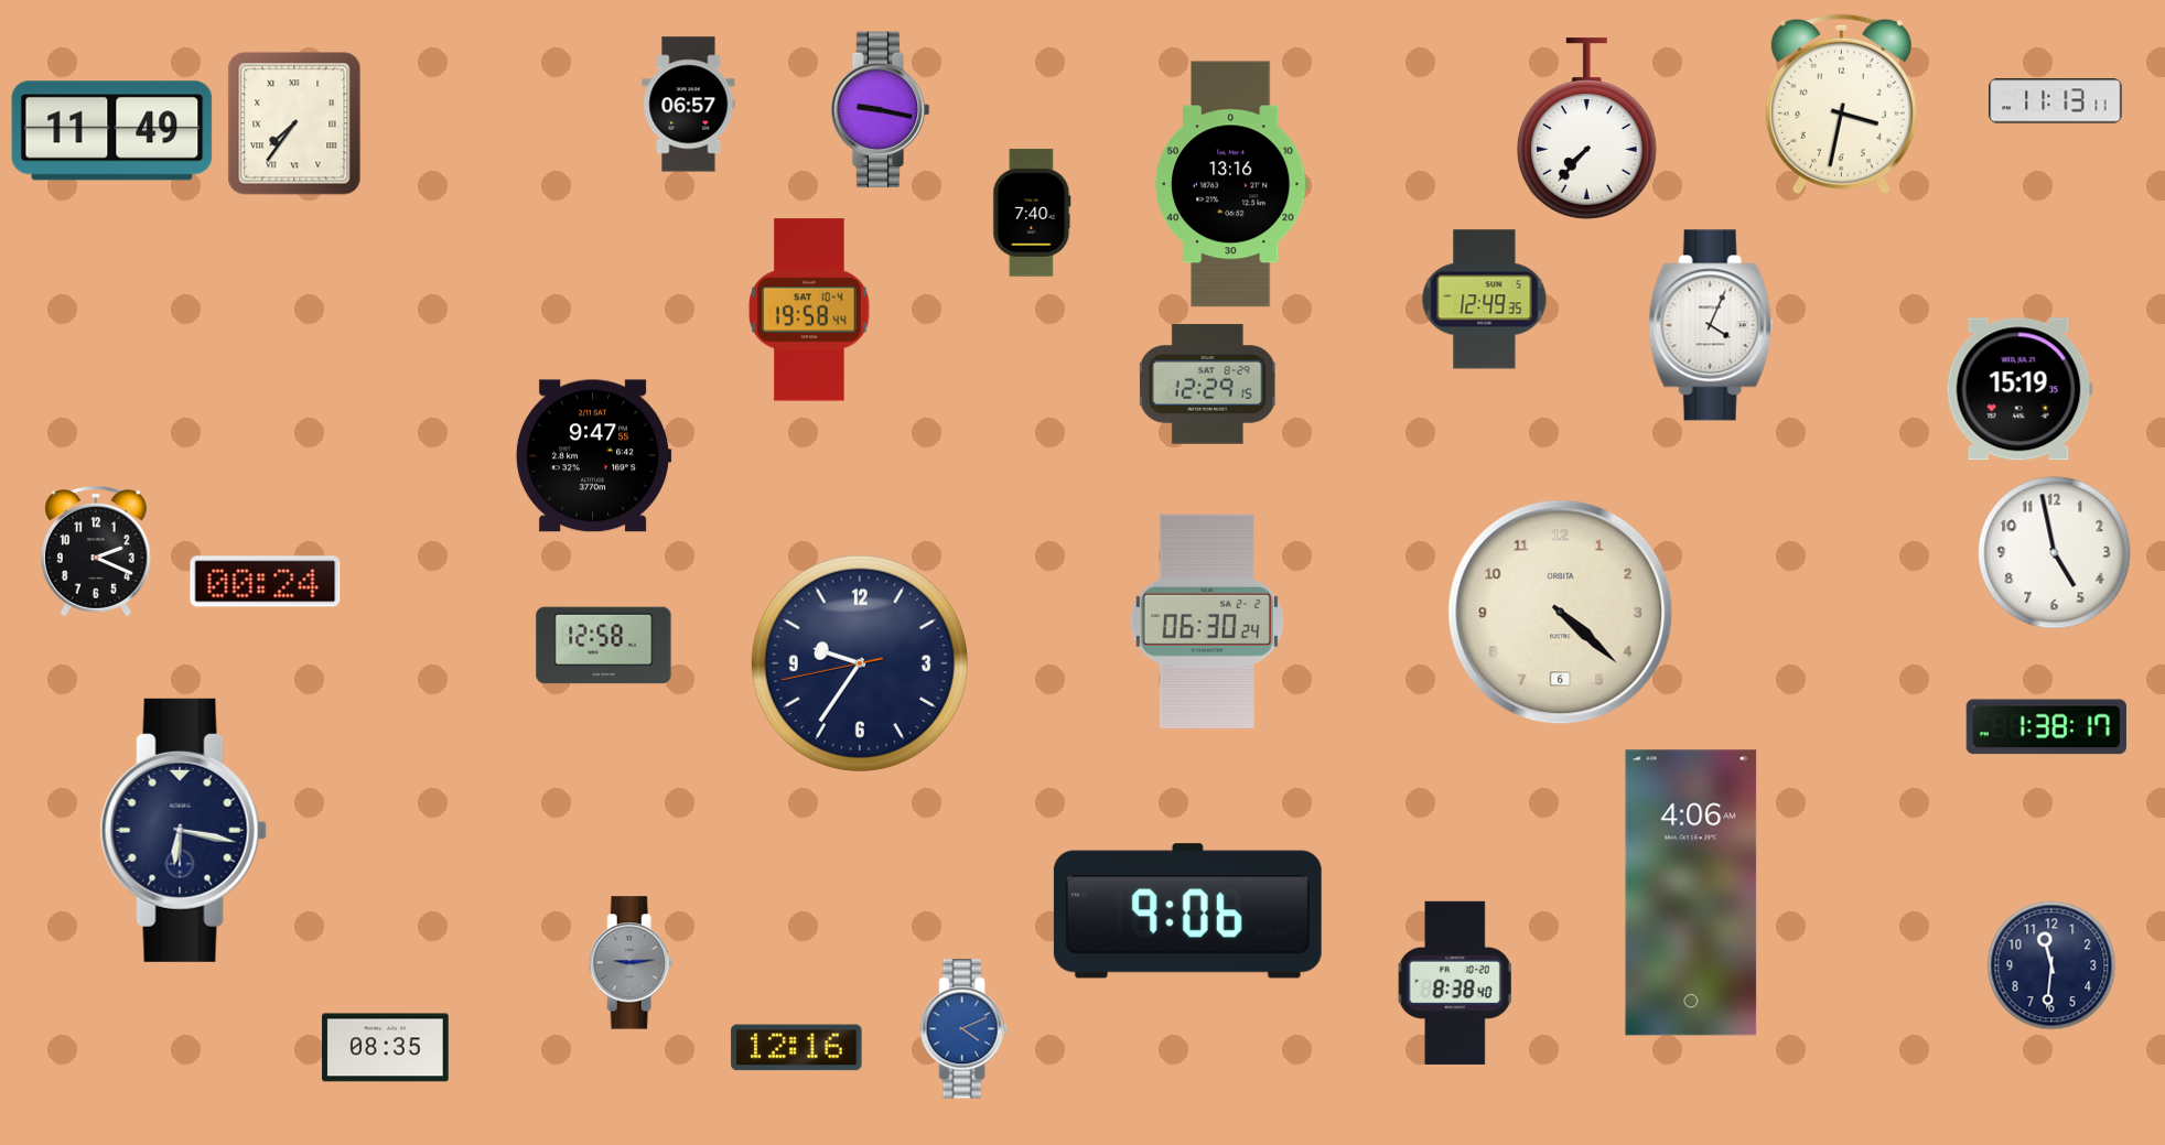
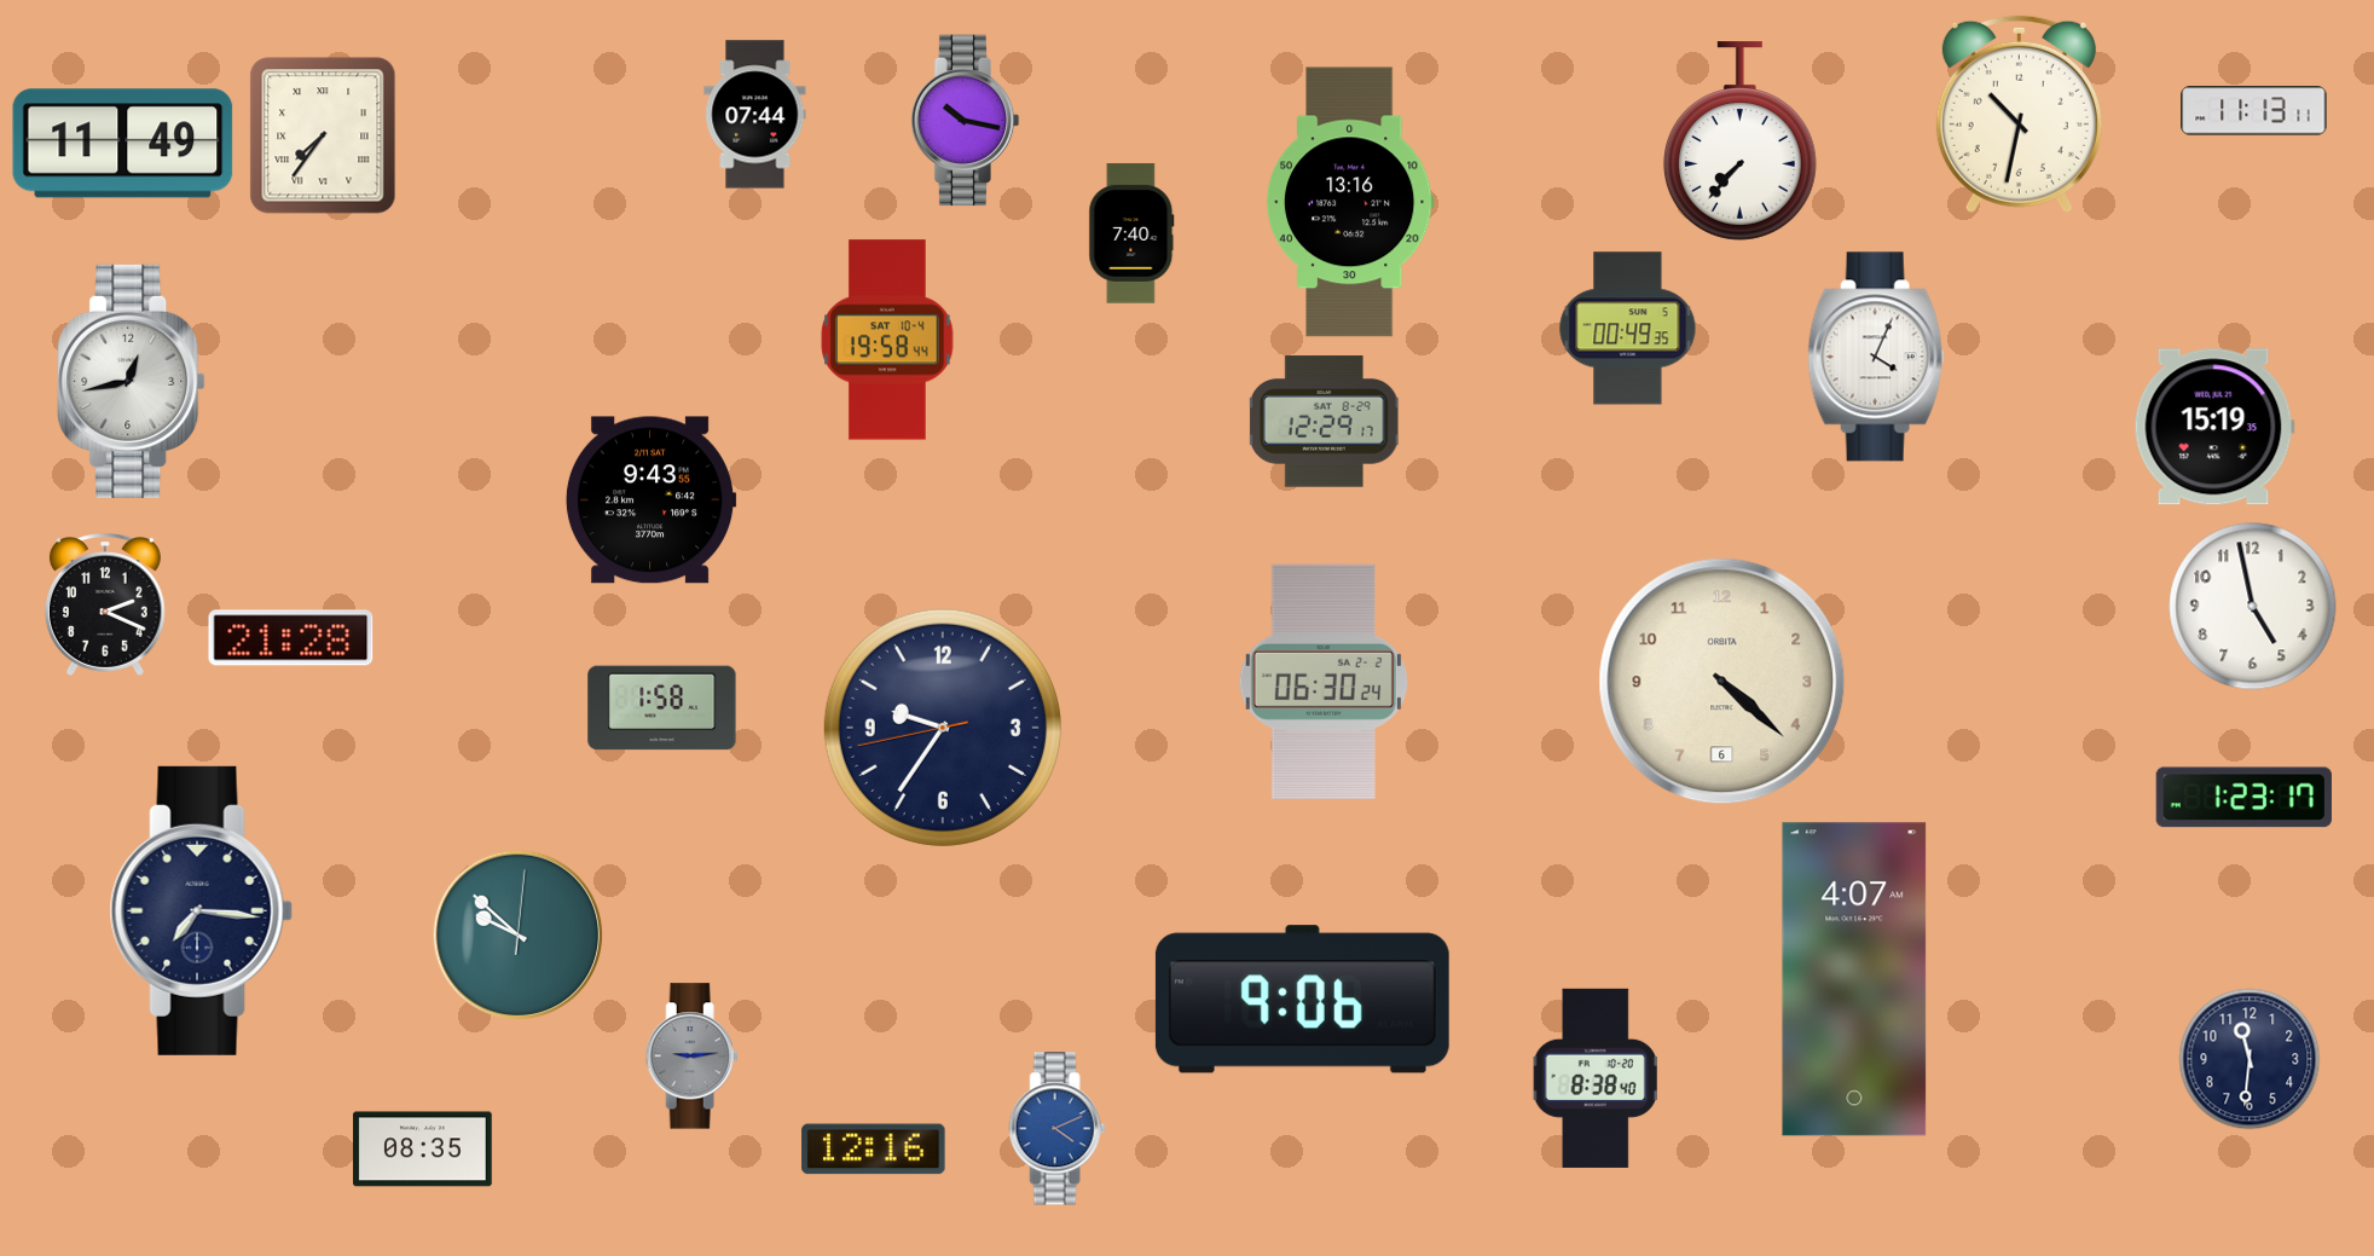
clock at (1841, 104): 3:32 -> 10:32
clock at (689, 105): 06:57 -> 07:44
clock at (881, 110): 9:17 -> 10:17
clock at (1485, 300): 12:49 -> 00:49
clock at (132, 381): none -> 12:43
clock at (1207, 385): 12:29:15 -> 12:29:17
clock at (593, 456): 9:47 -> 9:43
clock at (266, 582): 00:24 -> 21:28
clock at (1561, 613) position: (1561, 613) -> (1722, 682)
clock at (604, 646): 12:58 -> 1:58
clock at (2046, 727): 1:38 -> 1:23
clock at (183, 830): 6:17 -> 7:16
clock at (519, 936): none -> 9:52
clock at (1691, 893): 4:06 -> 4:07
